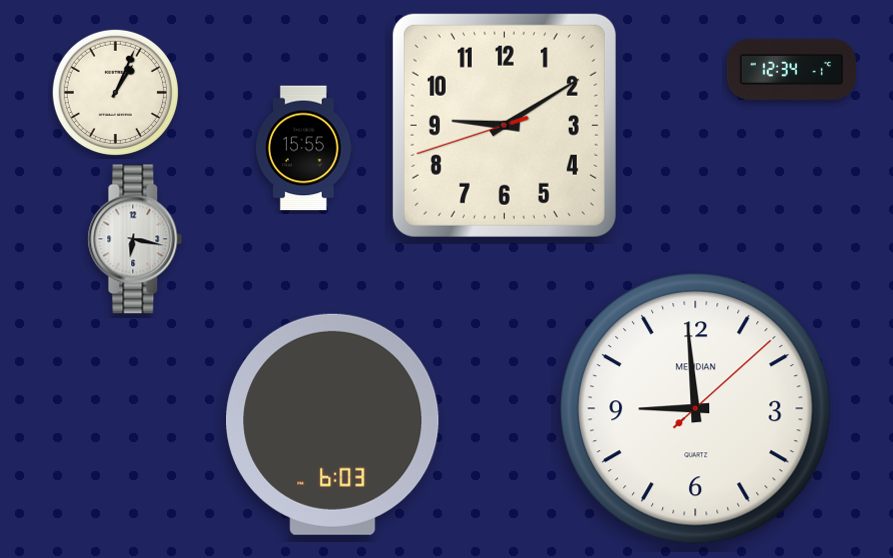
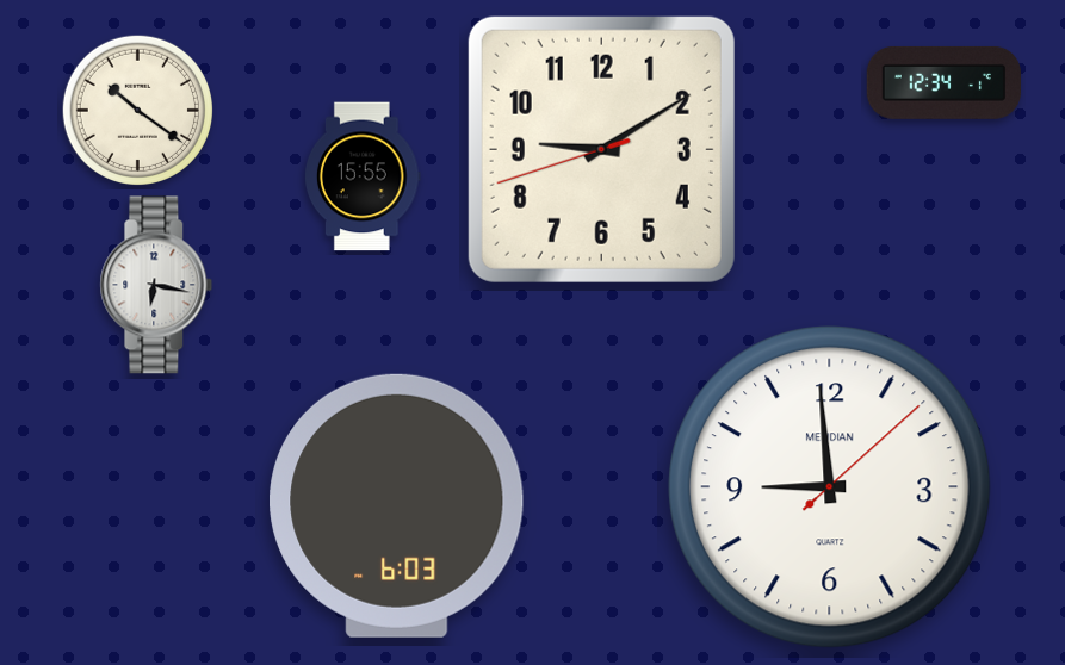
clock at (115, 92): 1:04 -> 10:21
clock at (135, 239) position: (135, 239) -> (156, 285)
